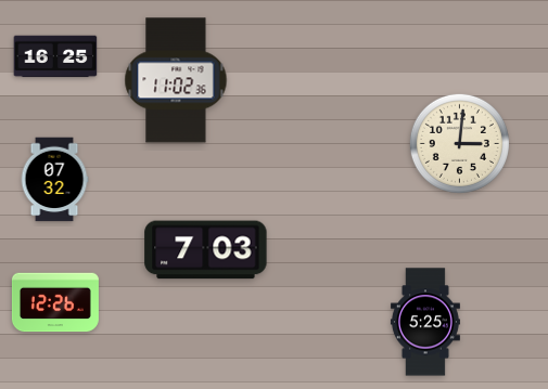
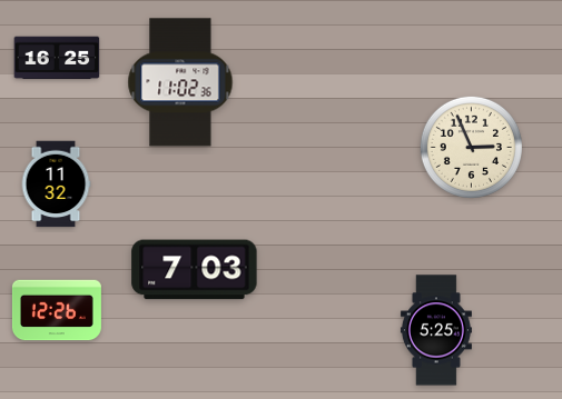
clock at (459, 143): 3:01 -> 2:56
clock at (54, 180): 07:32 -> 11:32
clock at (206, 250) position: (206, 250) -> (195, 270)
